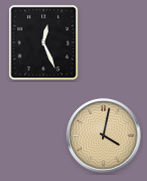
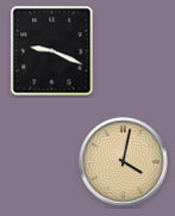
clock at (44, 43): 12:26 -> 9:19
